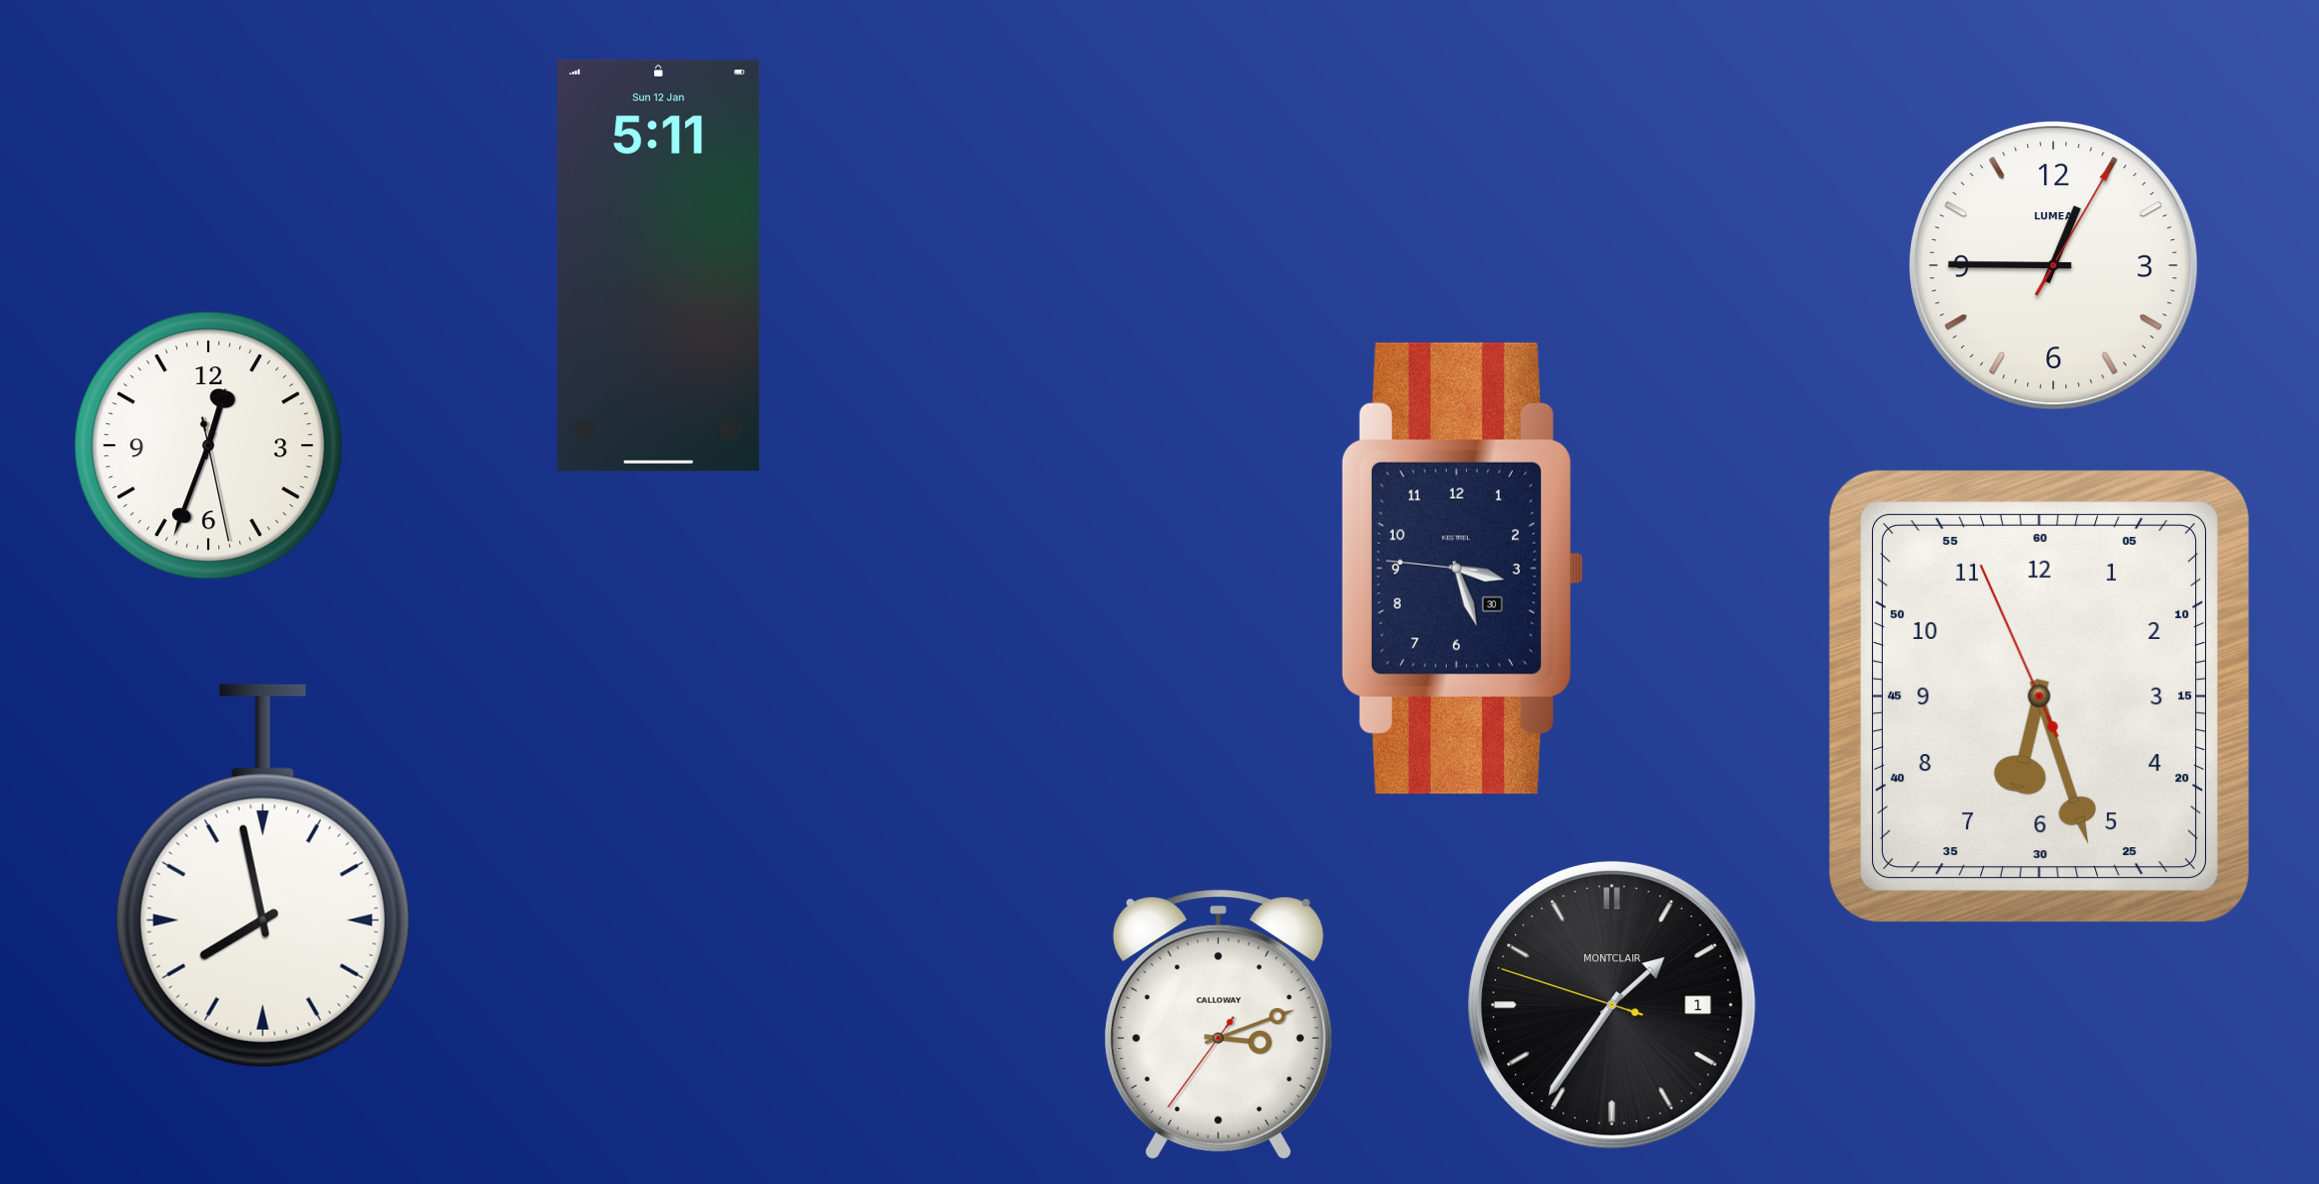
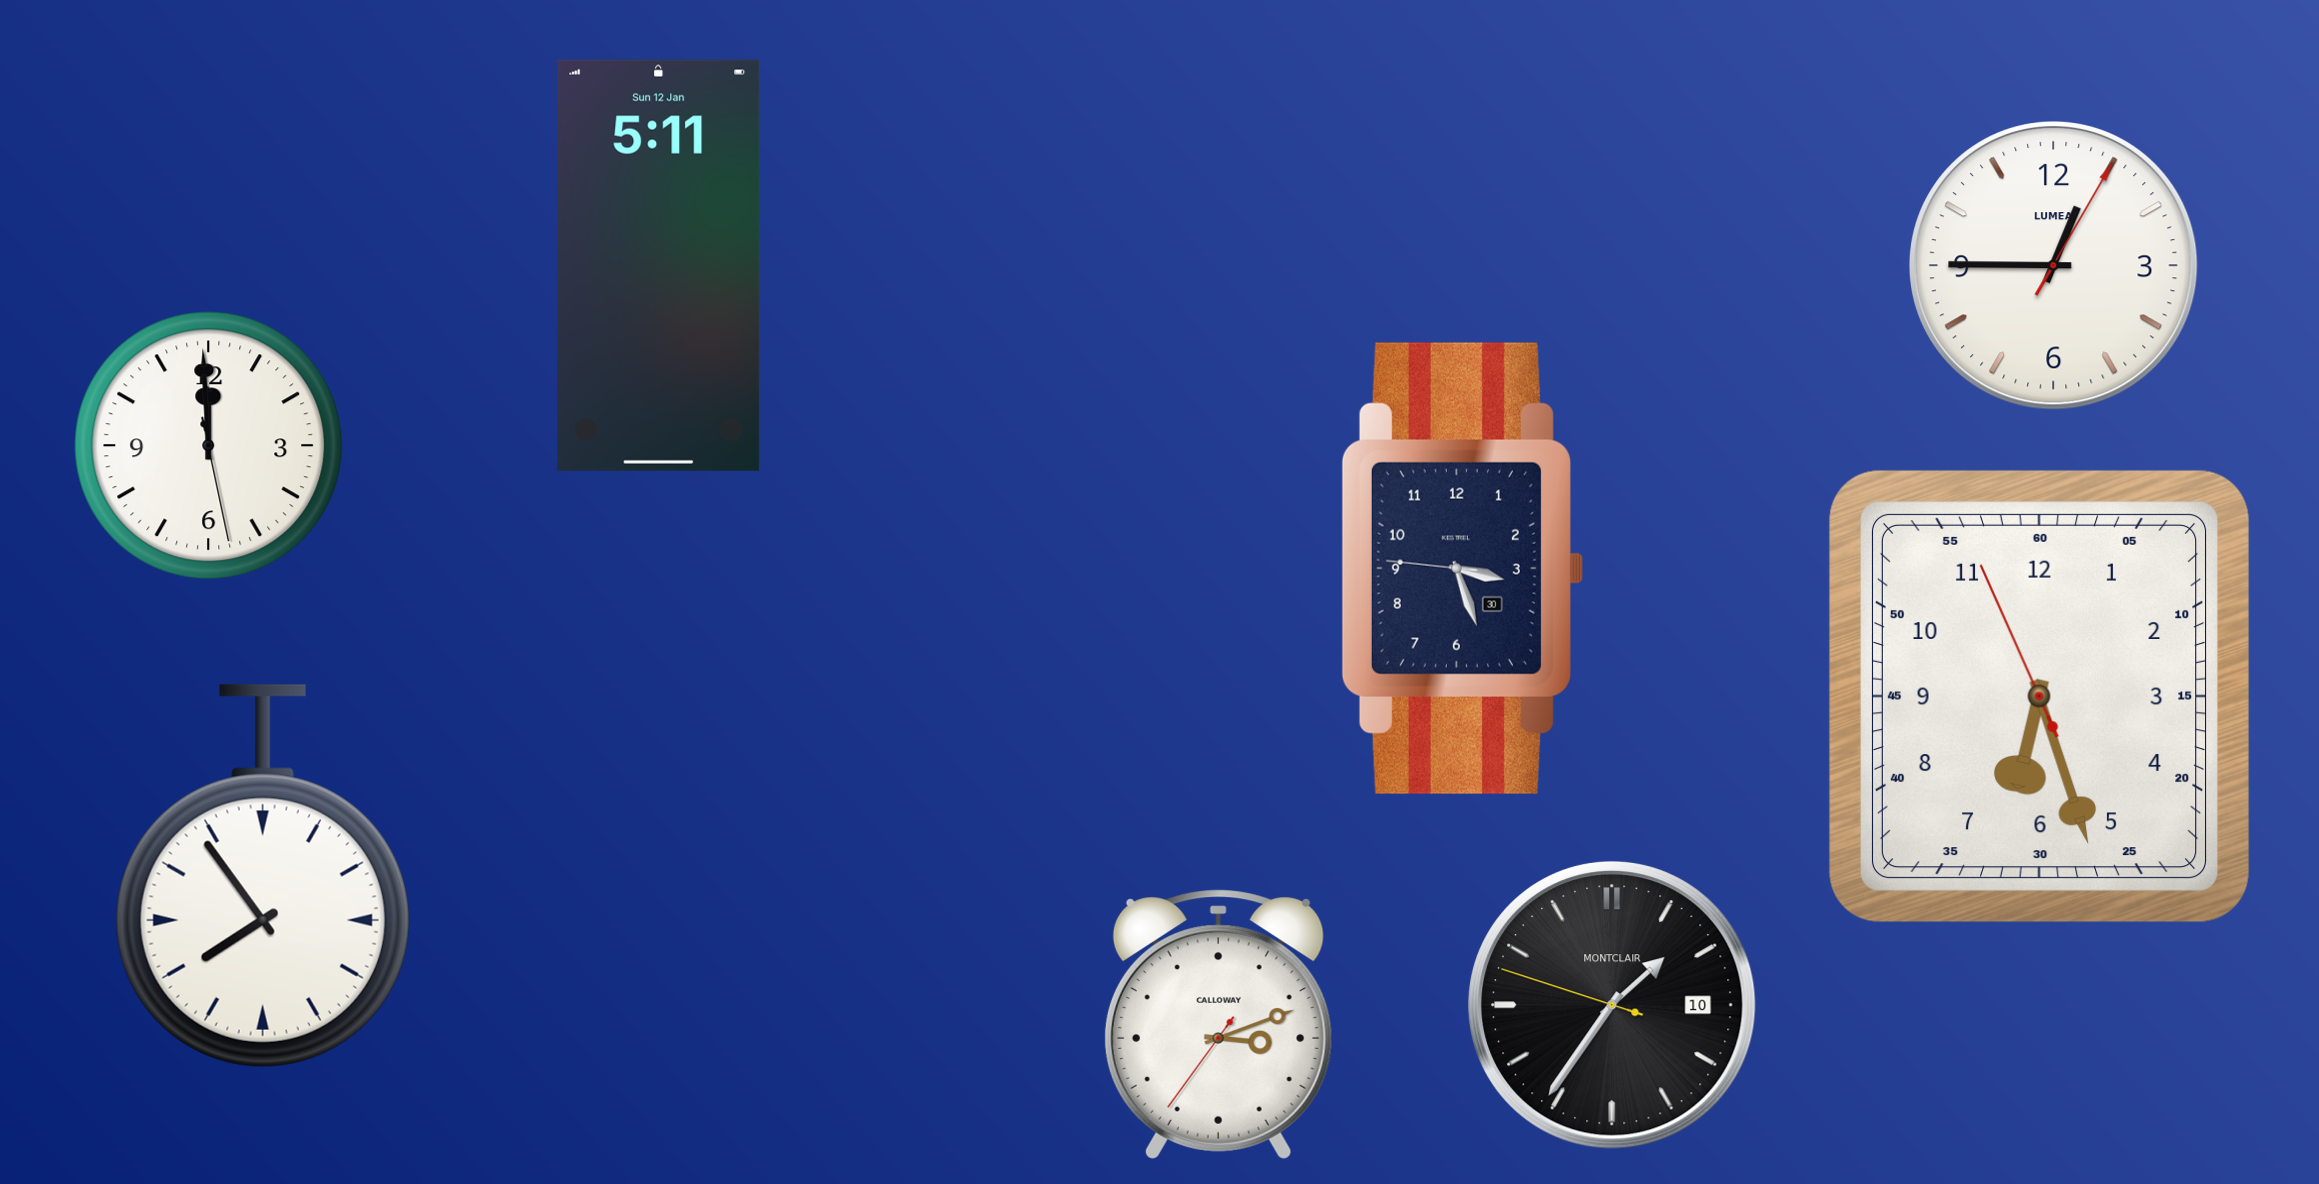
clock at (209, 446): 12:33 -> 11:59
clock at (263, 876): 7:58 -> 7:54
clock at (1612, 1005) date: 1 -> 10
